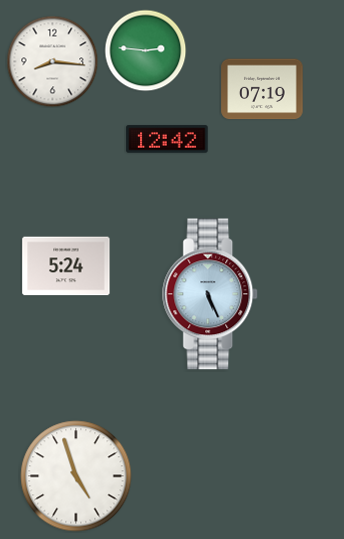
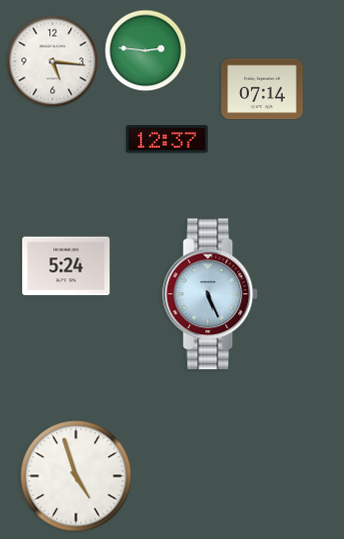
clock at (52, 61): 8:16 -> 5:16
clock at (262, 89): 07:19 -> 07:14
clock at (167, 139): 12:42 -> 12:37
